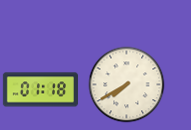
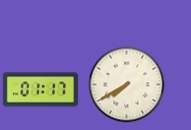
clock at (40, 90): 01:18 -> 01:17
